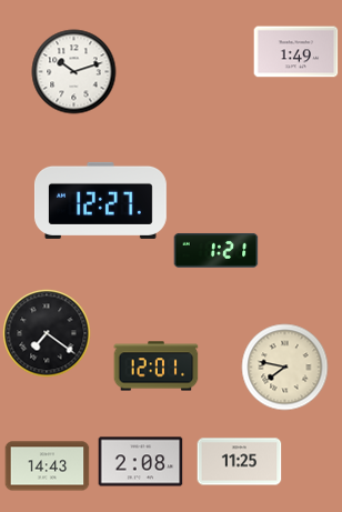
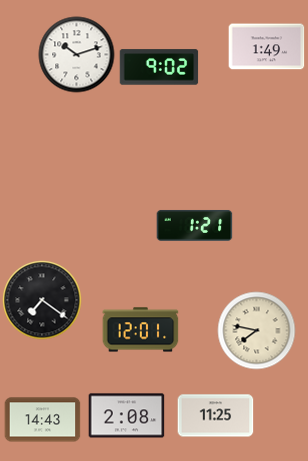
clock at (74, 72) position: (74, 72) -> (77, 55)
clock at (159, 67): none -> 9:02
clock at (100, 200): 12:27 -> none
